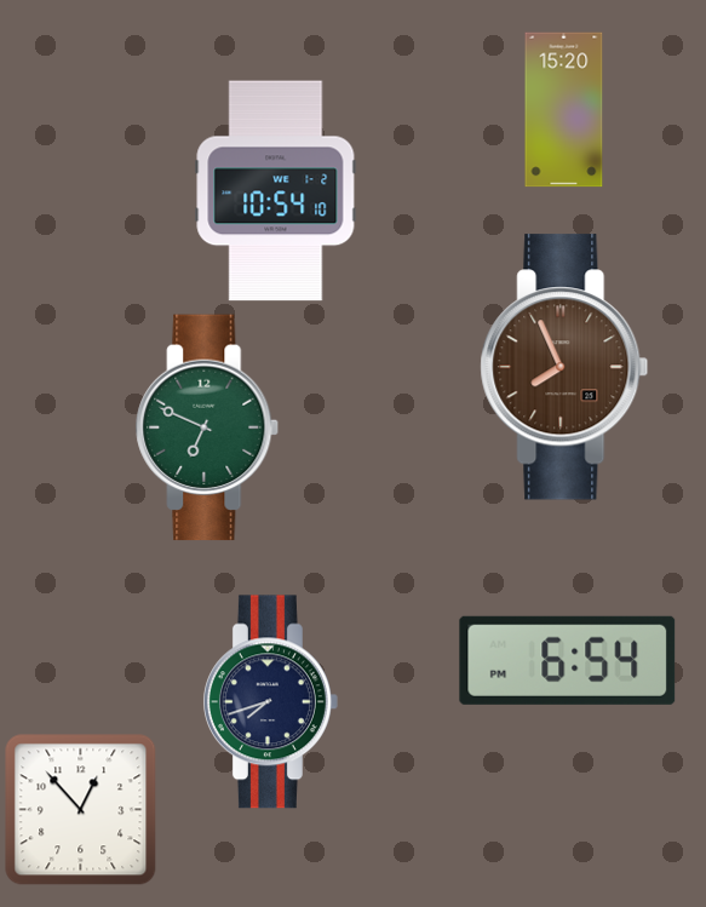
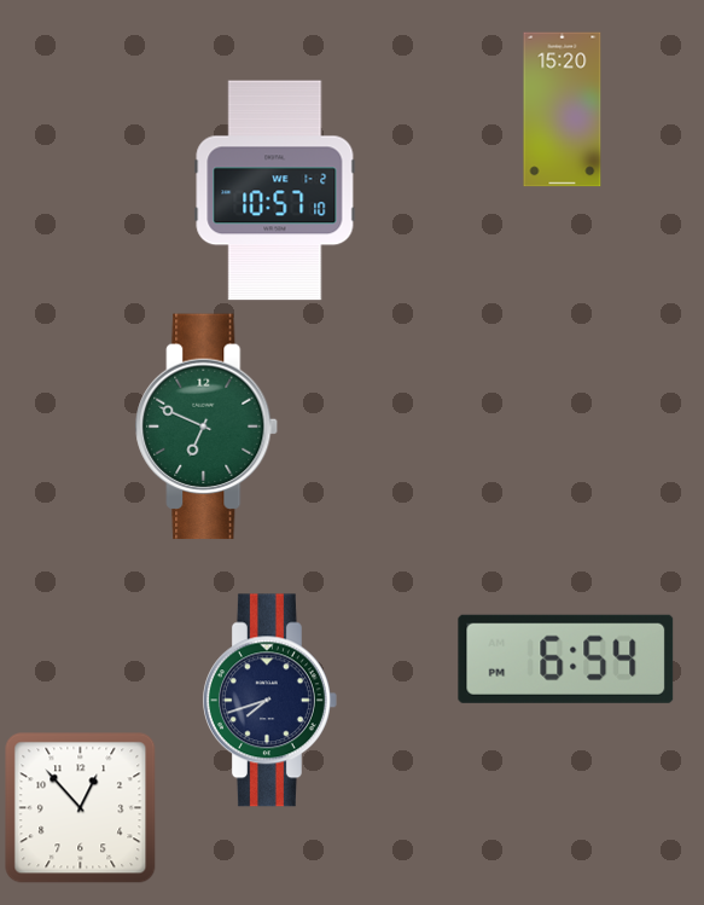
clock at (276, 191): 10:54 -> 10:57
clock at (564, 367): 7:56 -> none
